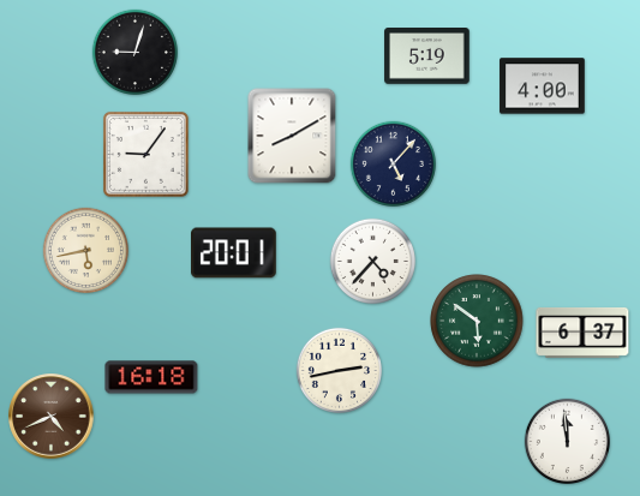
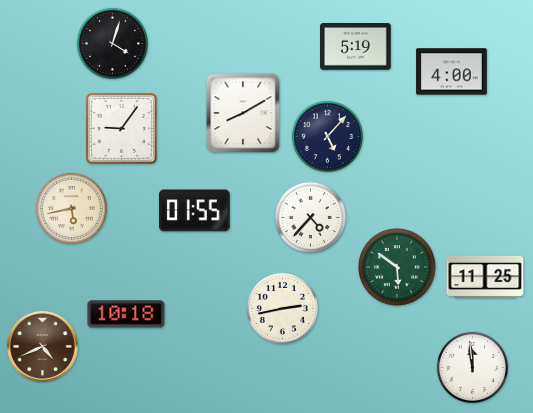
clock at (134, 52): 9:03 -> 4:03
clock at (234, 253): 20:01 -> 01:55
clock at (582, 333): 6:37 -> 11:25
clock at (151, 377): 16:18 -> 10:18
